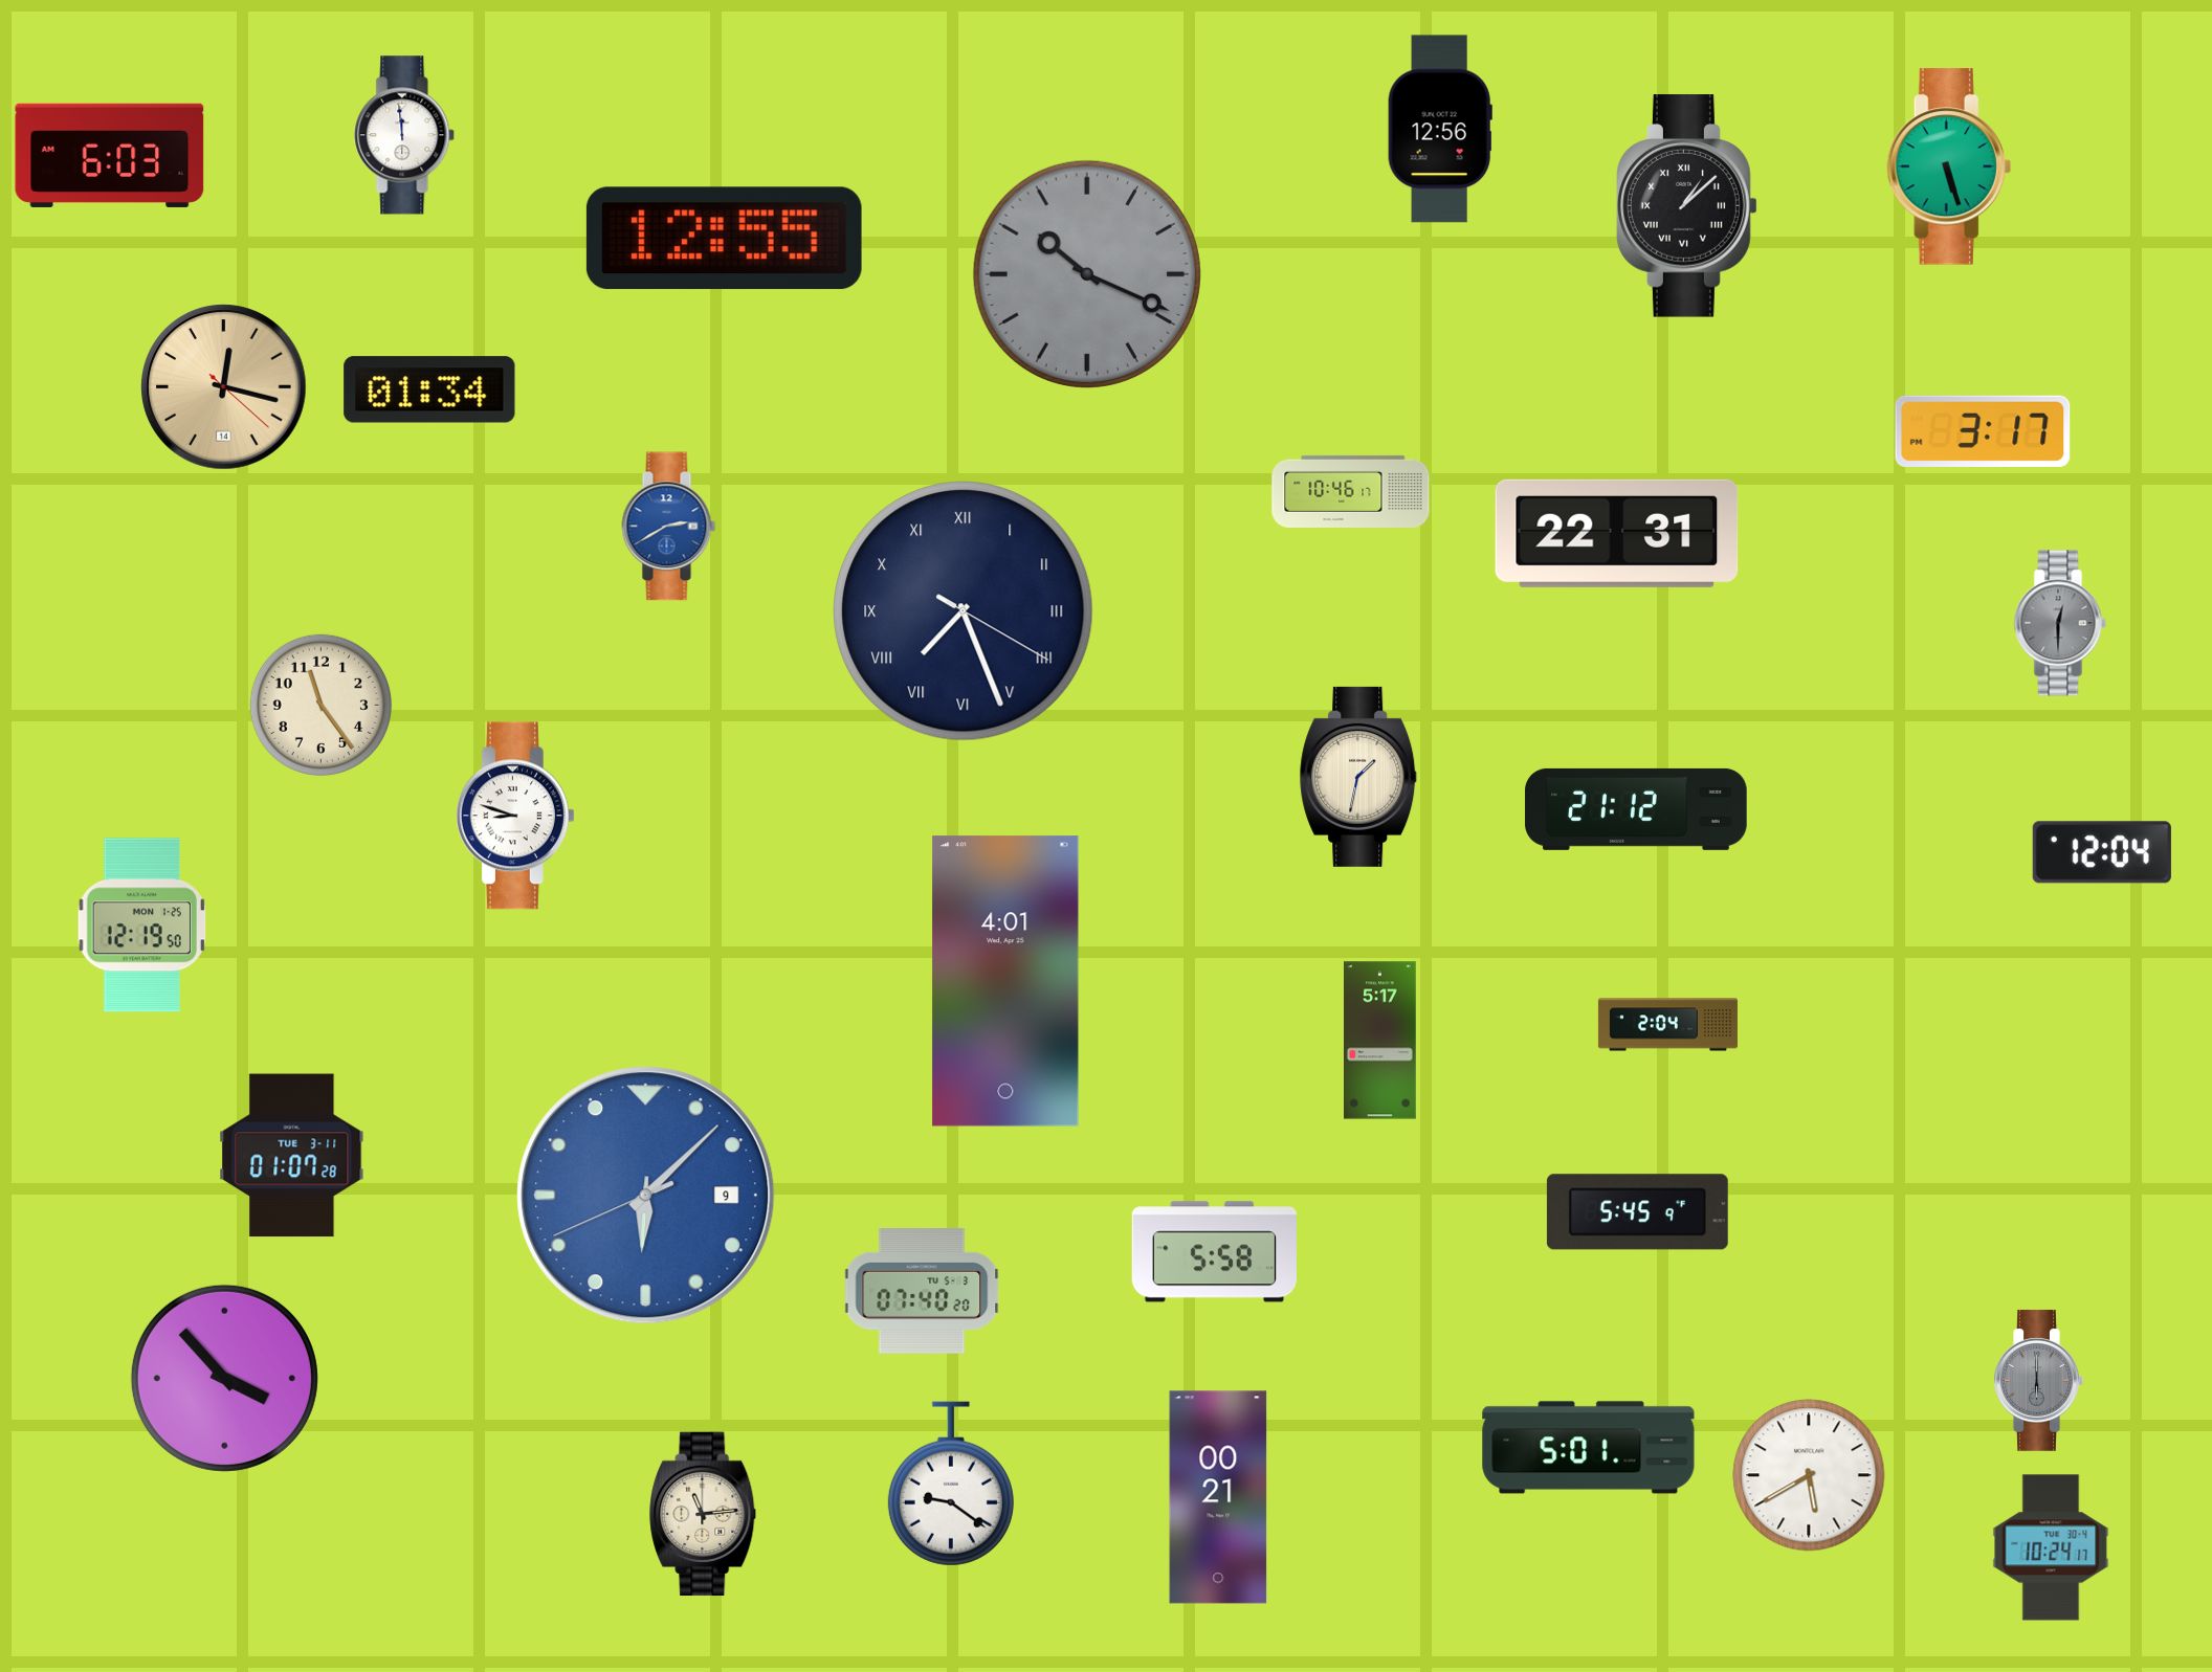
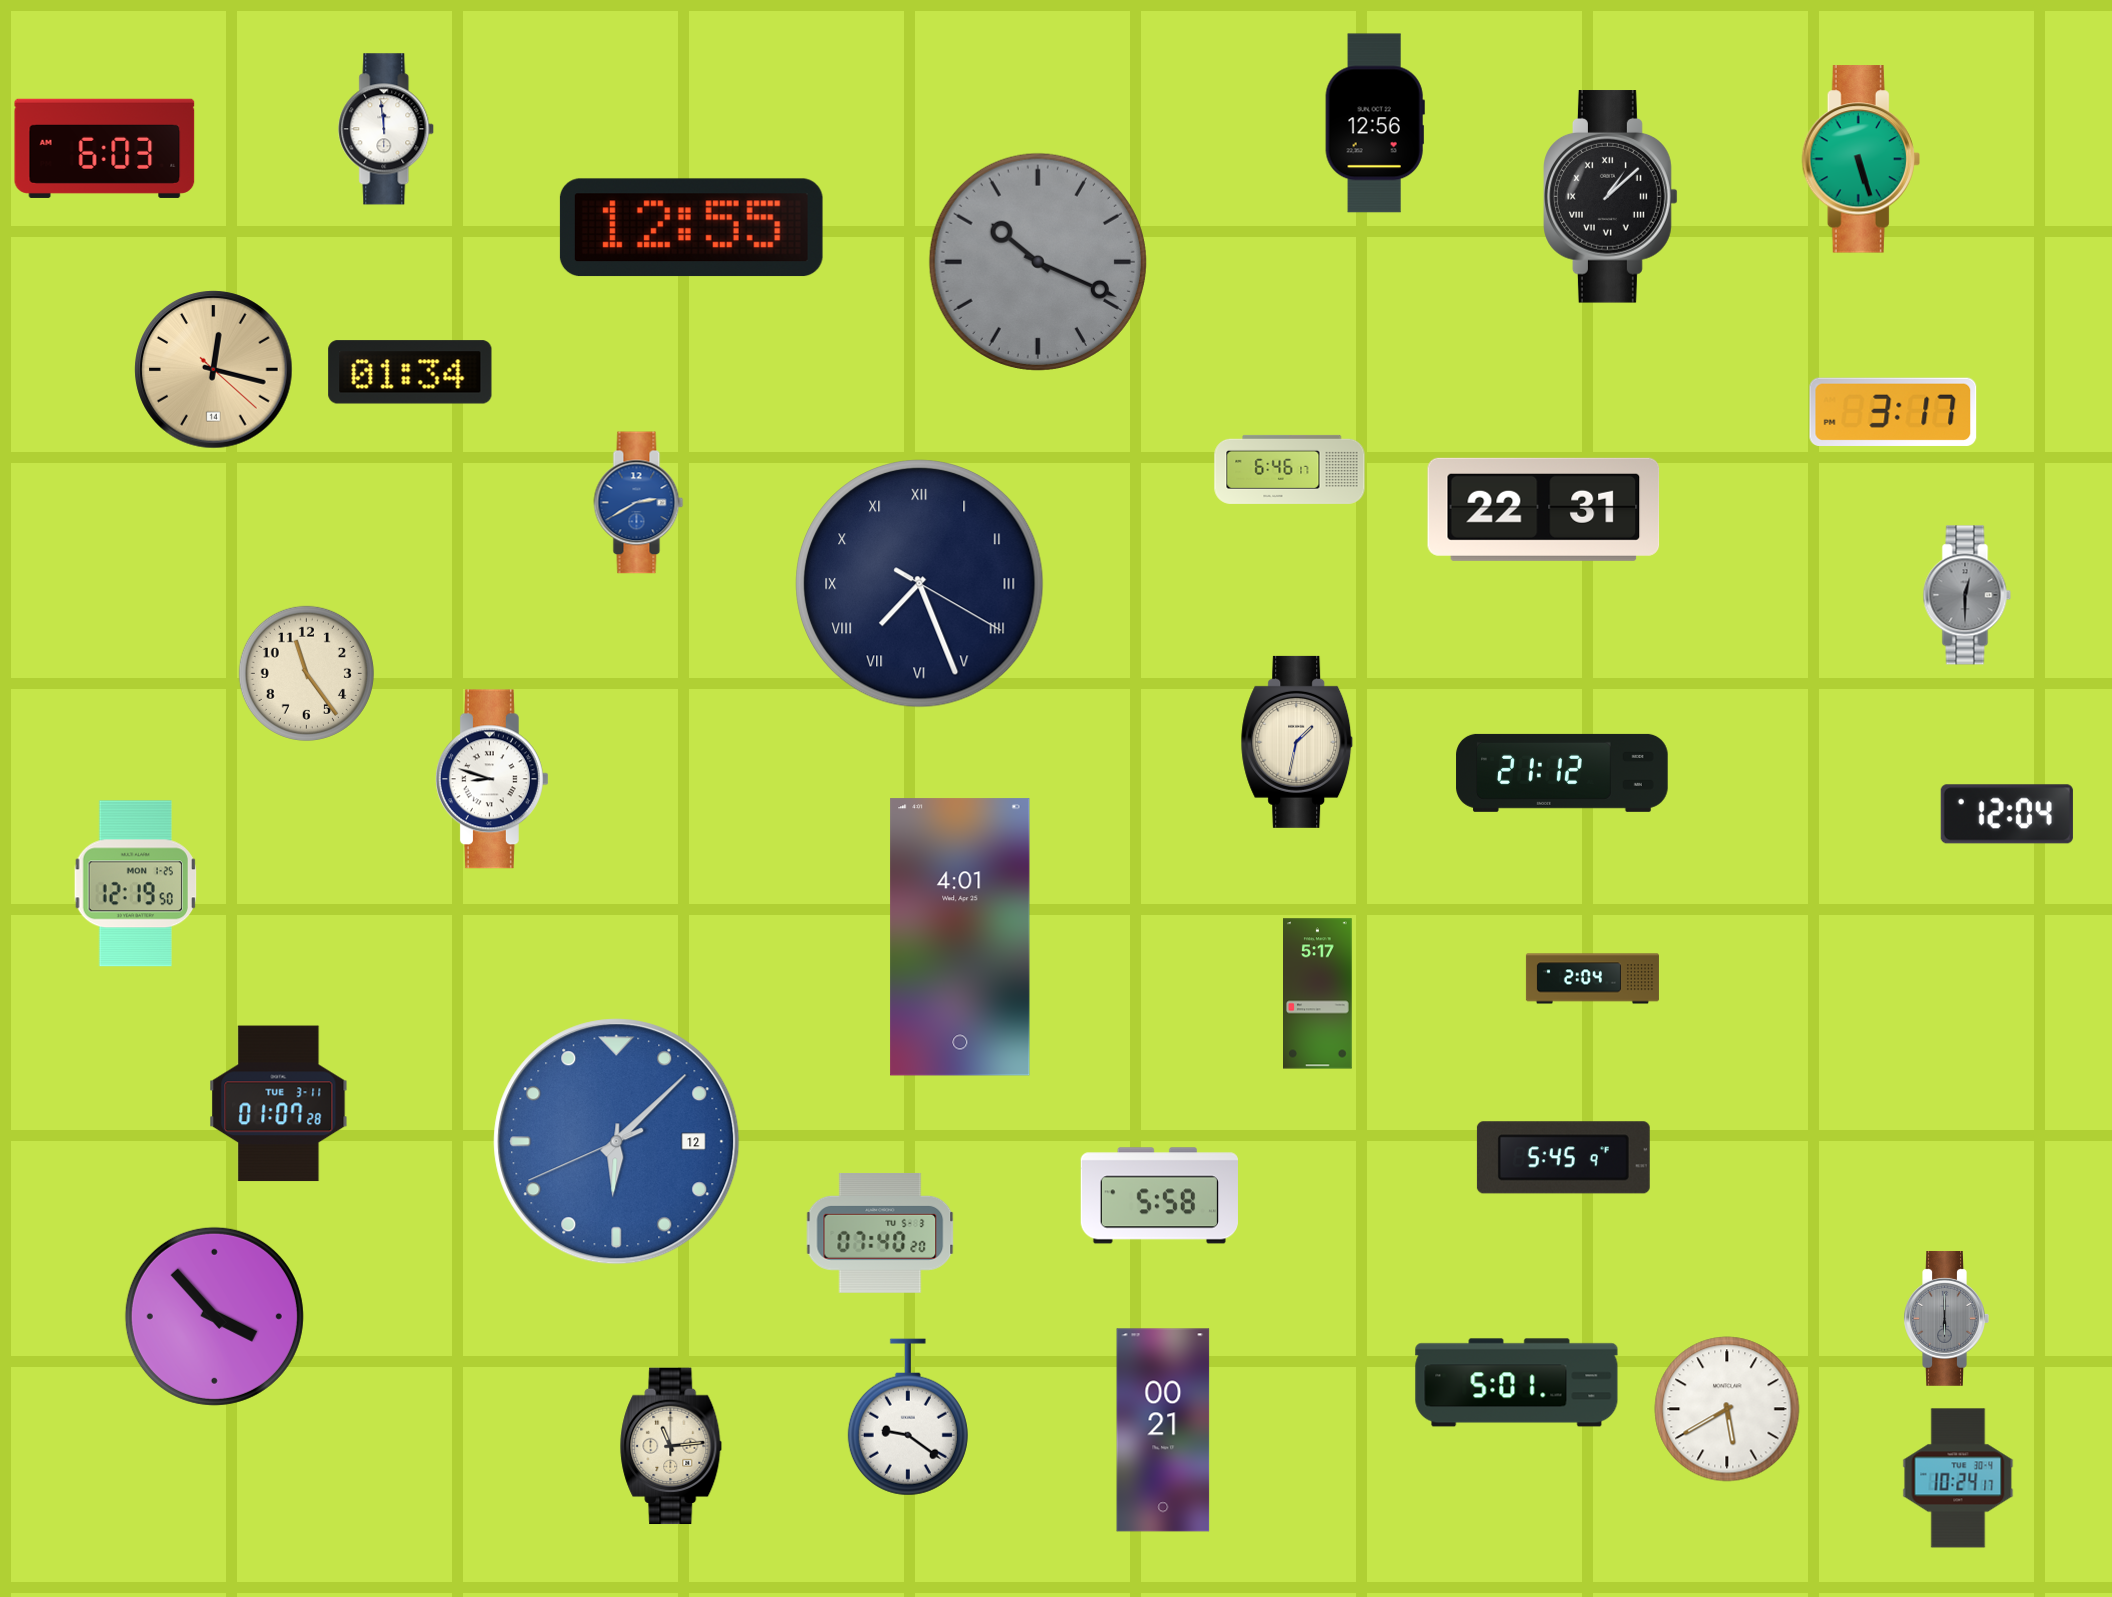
clock at (1351, 491): 10:46 -> 6:46
clock at (646, 1196) date: 9 -> 12
